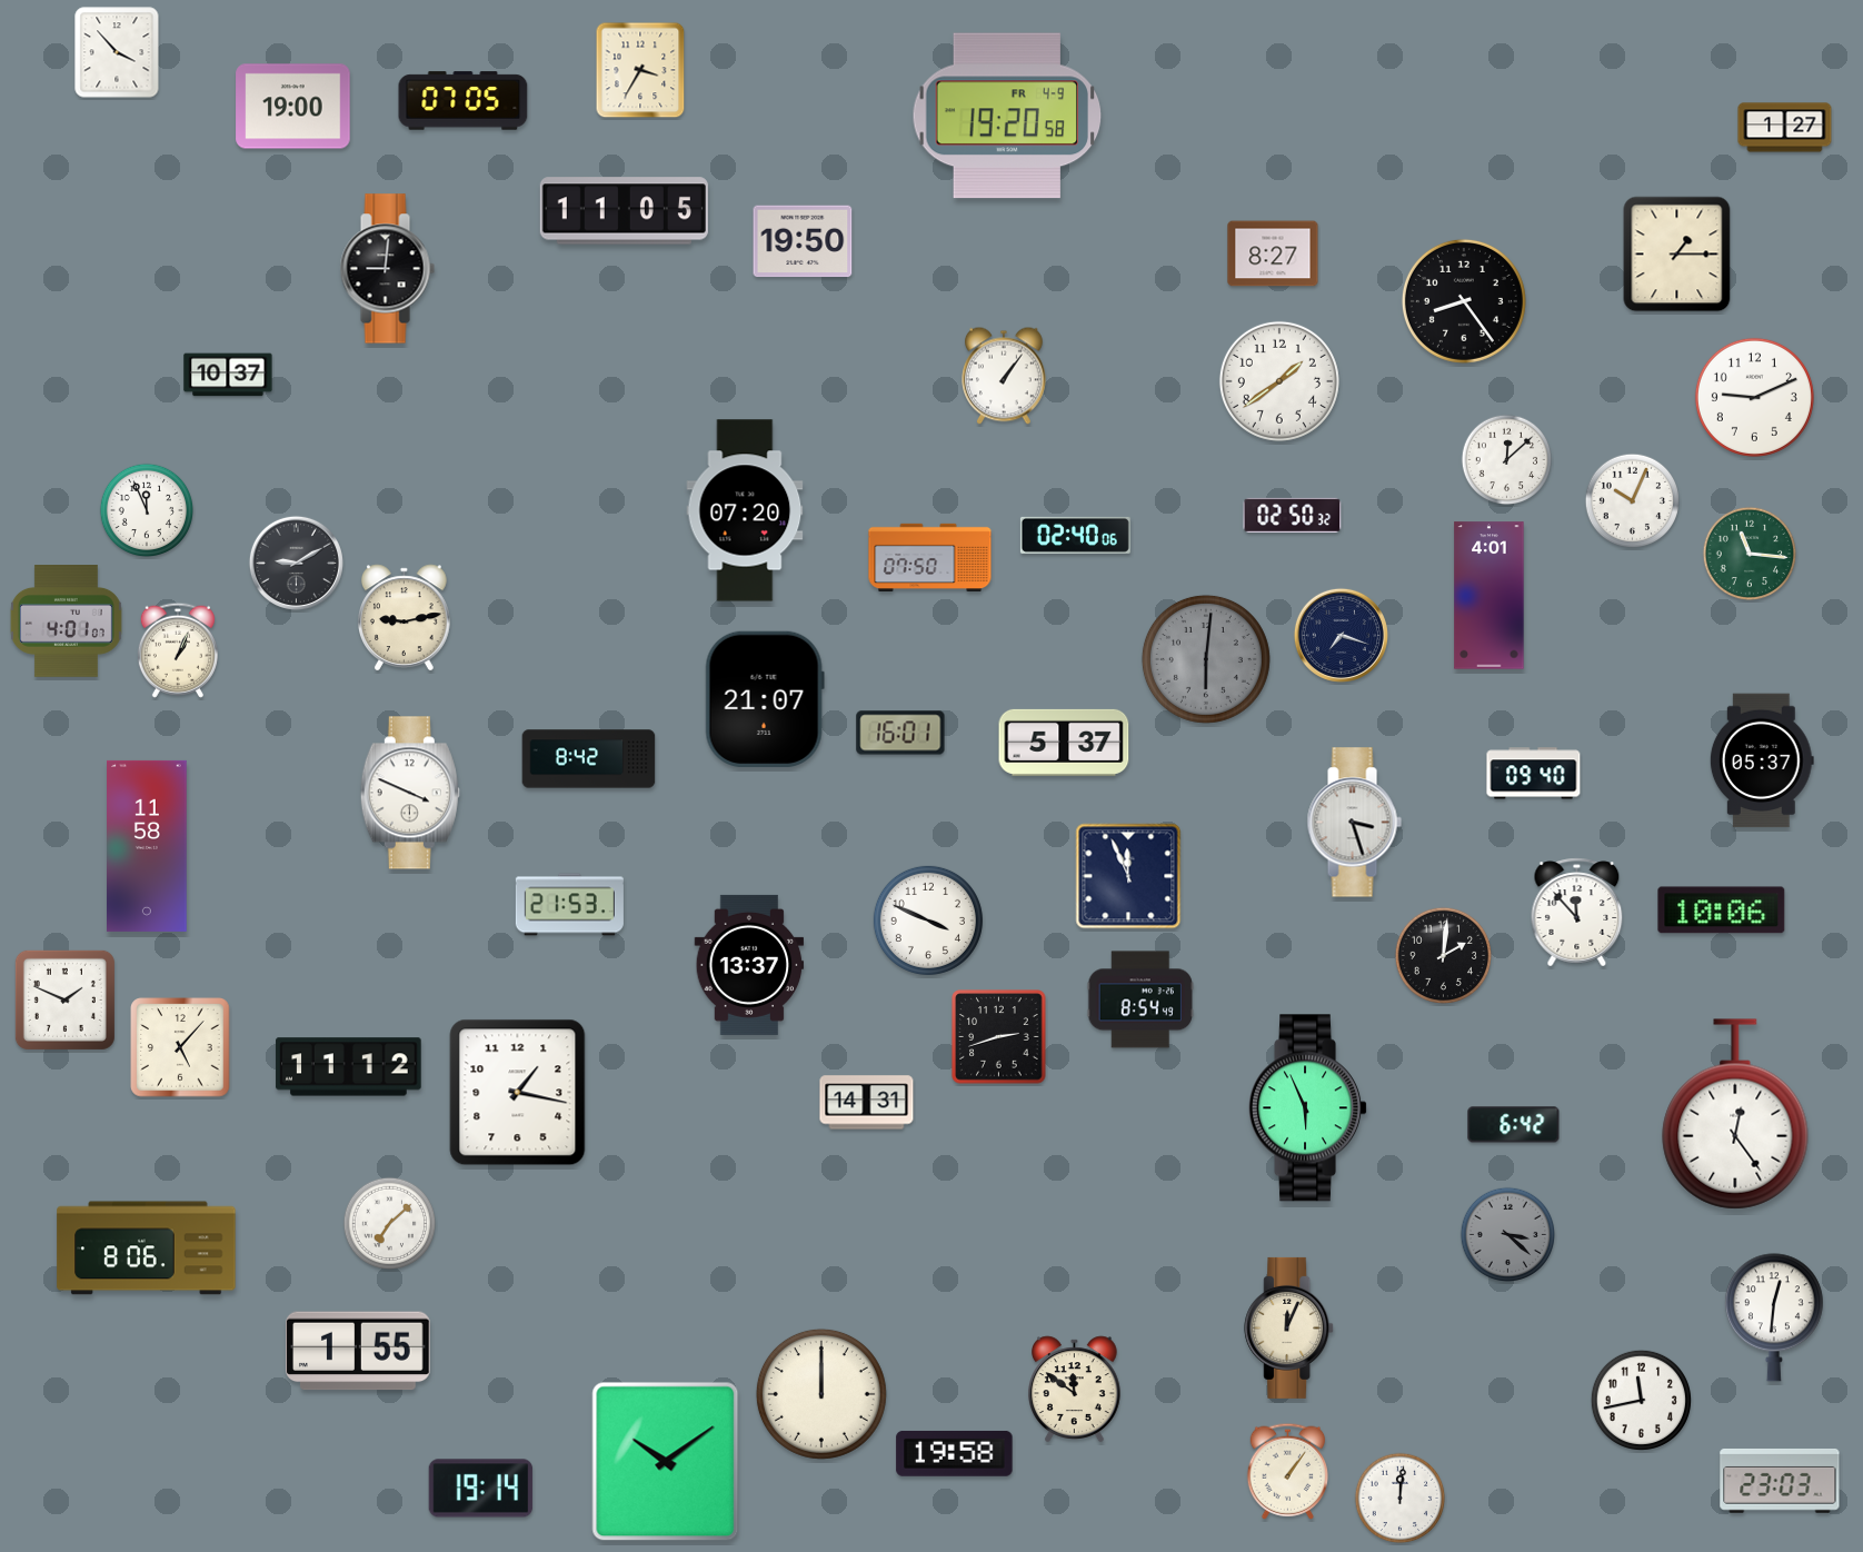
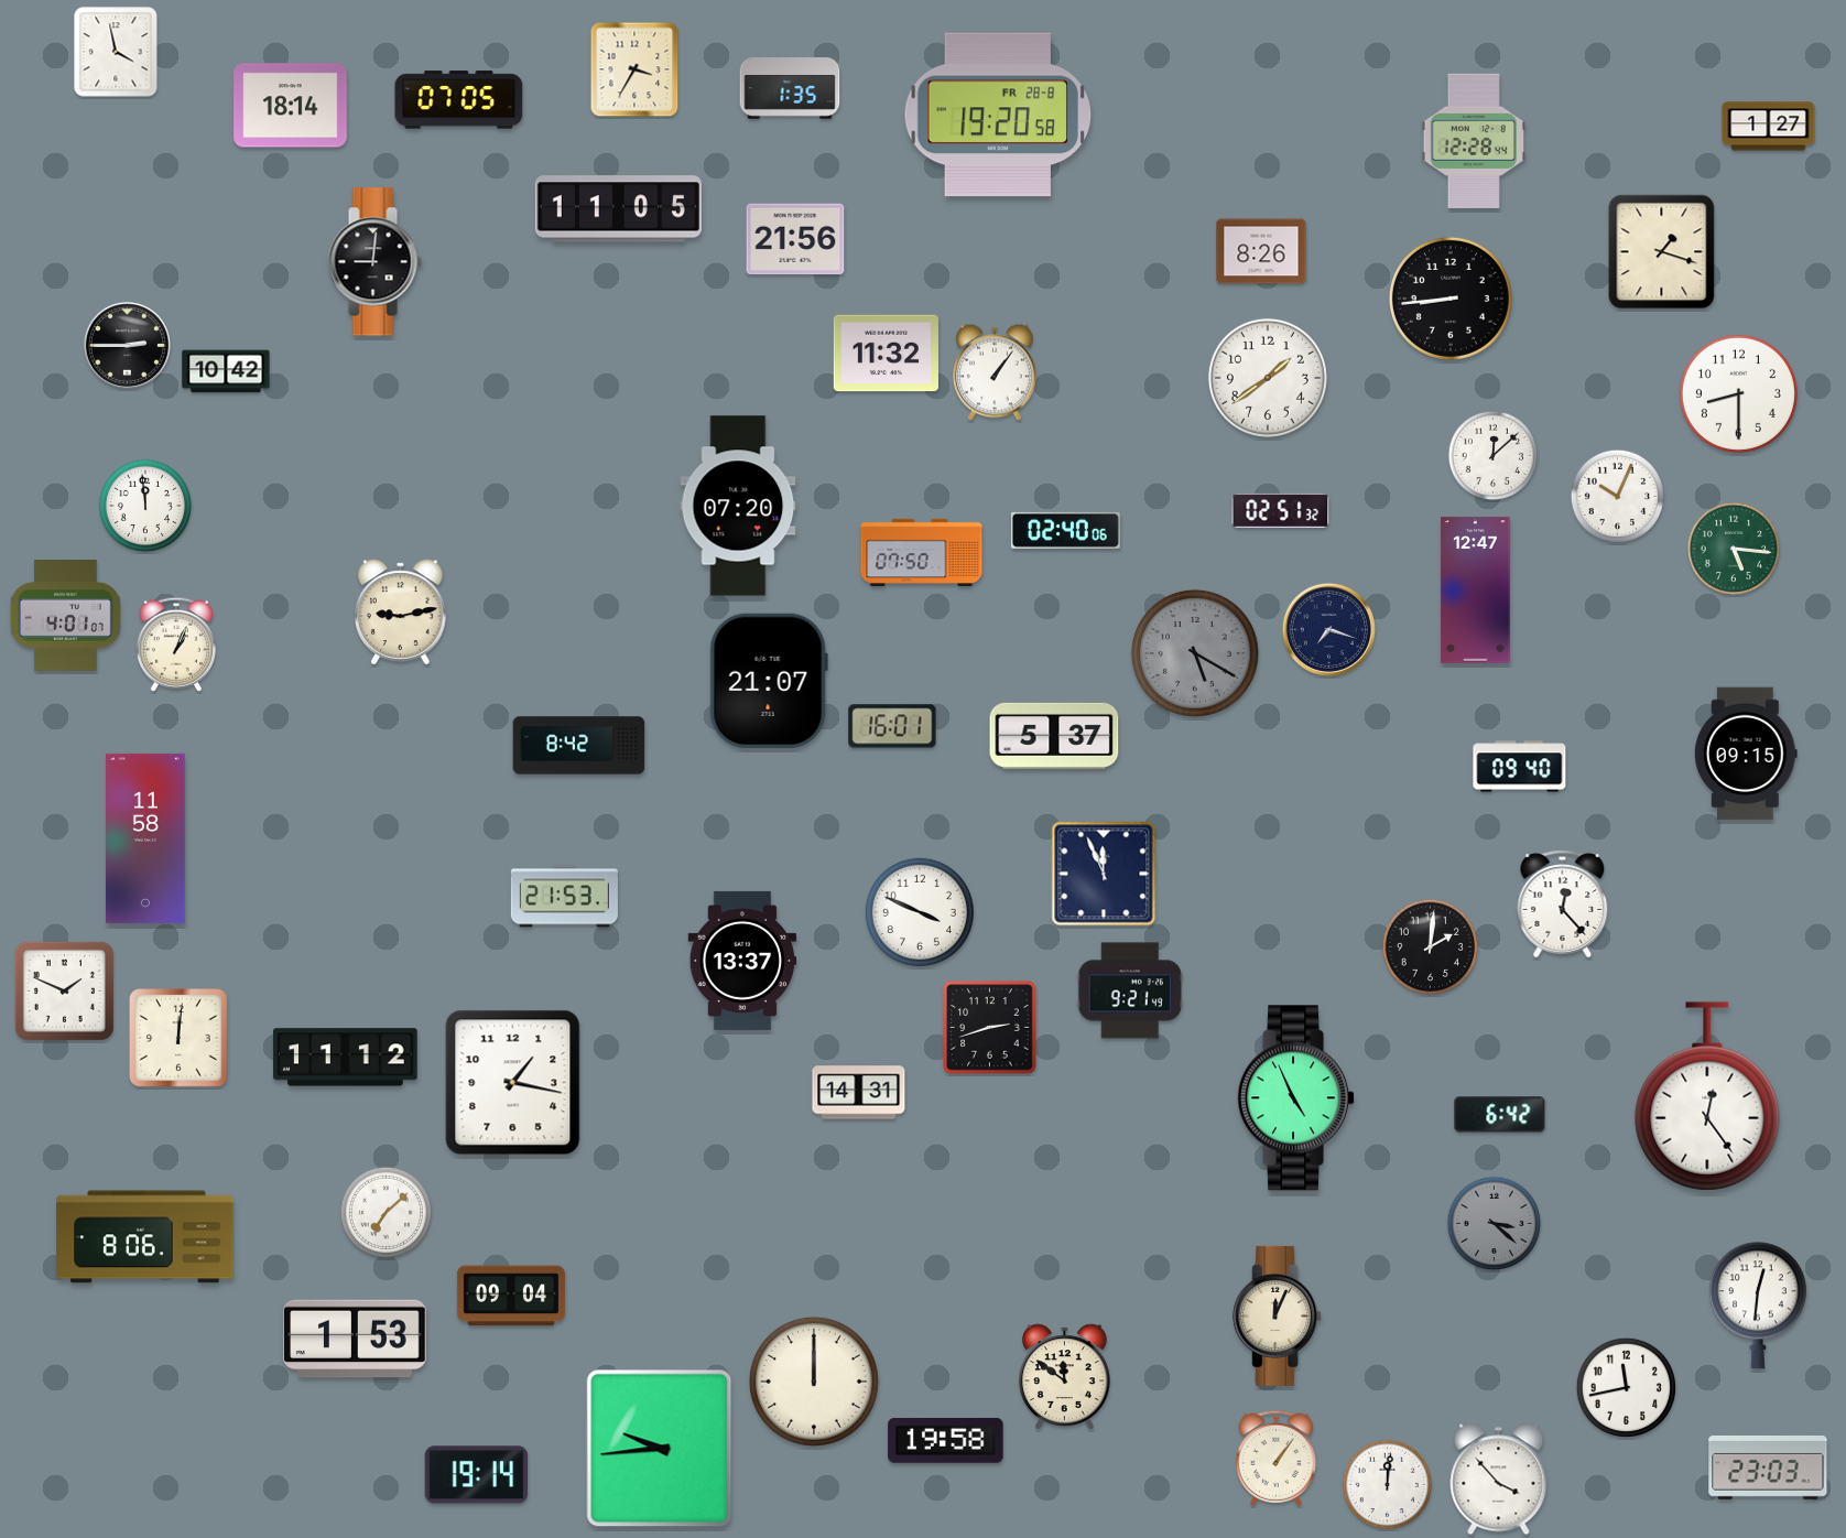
clock at (117, 52): 3:53 -> 3:58
clock at (790, 88): none -> 1:35
clock at (293, 107): 19:00 -> 18:14
clock at (1007, 116) date: FR 4-9 -> FR 28-8
clock at (1473, 140): none -> 12:28
clock at (803, 241): 19:50 -> 21:56
clock at (1273, 253): 8:27 -> 8:26
clock at (1677, 255): 1:15 -> 1:18
clock at (387, 269) position: (387, 269) -> (374, 262)
clock at (1464, 301): 8:24 -> 8:44
clock at (127, 345): none -> 2:45
clock at (886, 354): none -> 11:32
clock at (228, 375): 10:37 -> 10:42
clock at (1754, 397): 9:11 -> 8:30
clock at (147, 510): 11:56 -> 11:59
clock at (1293, 515): 02:50 -> 02:51
clock at (1750, 554): 11:16 -> 5:16
clock at (296, 563): 9:10 -> none
clock at (1490, 596): 4:01 -> 12:47
clock at (1206, 659): 6:01 -> 5:20
clock at (765, 699) position: (765, 699) -> (769, 681)
clock at (589, 759) position: (589, 759) -> (579, 746)
clock at (1762, 760): 05:37 -> 09:15
clock at (410, 793): 3:49 -> none
clock at (1354, 823): 3:27 -> none
clock at (1128, 876) position: (1128, 876) -> (1104, 874)
clock at (1722, 911): 10:06 -> none
clock at (1577, 913): 11:53 -> 12:23
clock at (749, 965) position: (749, 965) -> (742, 961)
clock at (1140, 999): 8:54 -> 9:21
clock at (180, 1047): 5:07 -> 12:01
clock at (1308, 1108): 5:56 -> 4:56
clock at (1735, 1114) position: (1735, 1114) -> (1707, 1096)
clock at (511, 1296): none -> 09:04
clock at (359, 1351): 1:55 -> 1:53
clock at (666, 1462): 10:09 -> 9:44
clock at (1780, 1481) position: (1780, 1481) -> (1768, 1467)
clock at (1499, 1480): none -> 3:53
